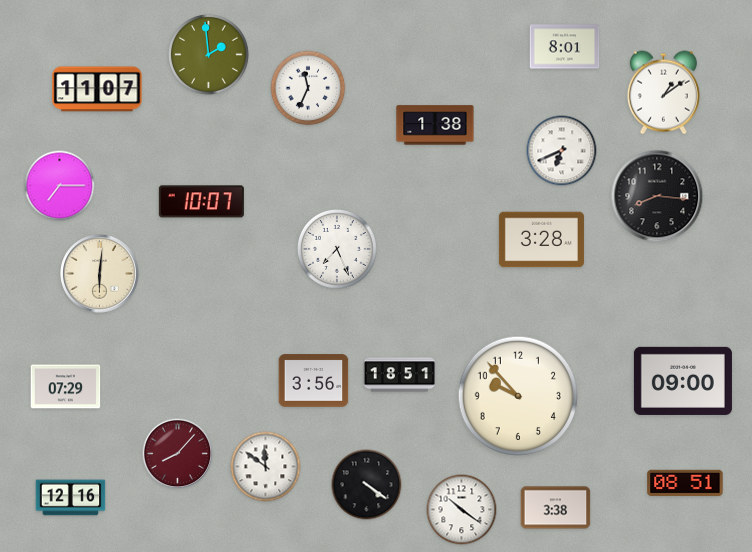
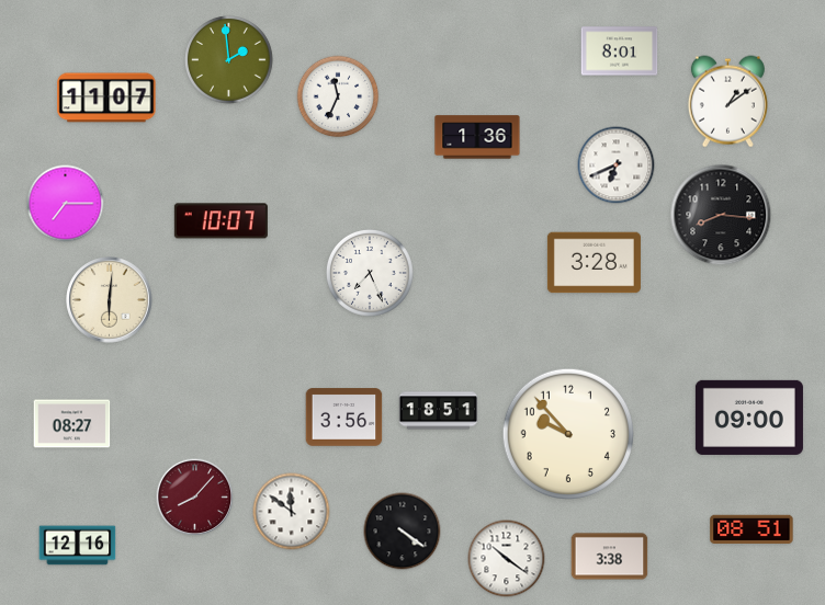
clock at (435, 125): 1:38 -> 1:36
clock at (66, 387): 07:29 -> 08:27
